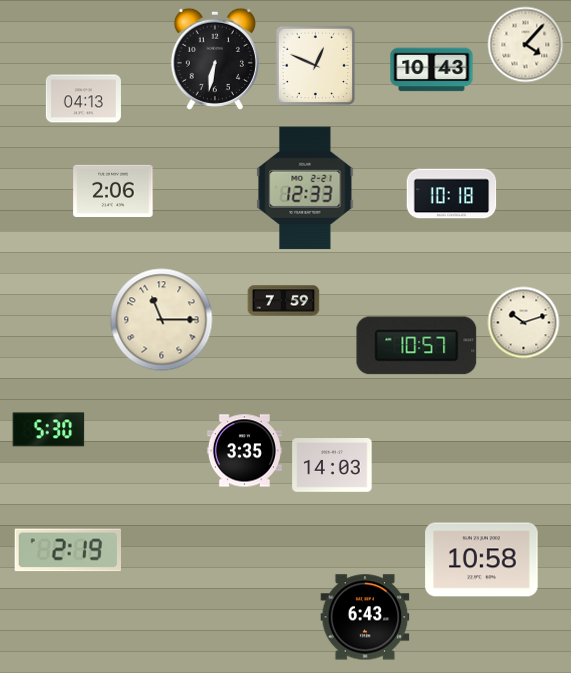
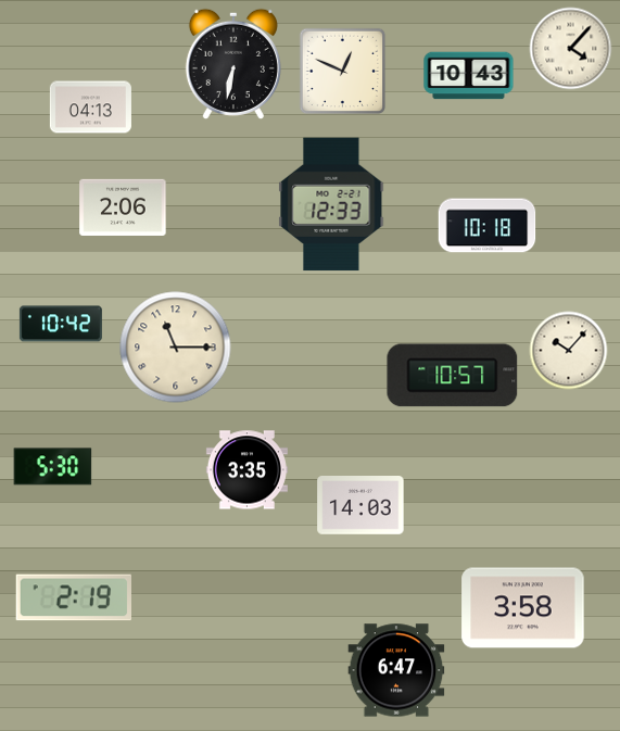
clock at (452, 194) position: (452, 194) -> (488, 226)
clock at (61, 324): none -> 10:42
clock at (284, 301): 7:59 -> none
clock at (524, 323): 10:12 -> 10:07
clock at (244, 451) position: (244, 451) -> (246, 470)
clock at (482, 560): 10:58 -> 3:58
clock at (365, 617): 6:43 -> 6:47
